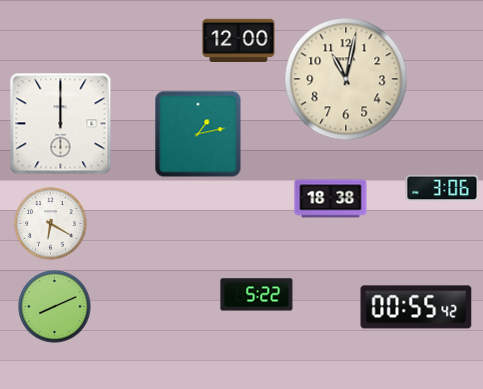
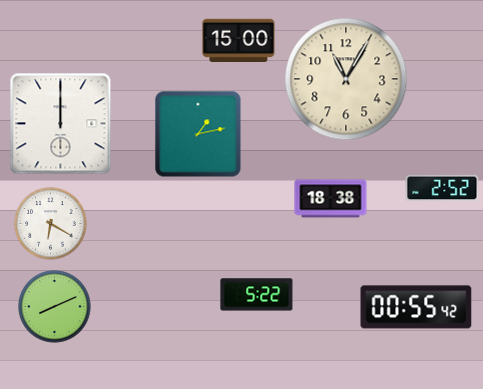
clock at (239, 40): 12:00 -> 15:00
clock at (346, 79): 11:02 -> 11:05
clock at (442, 188): 3:06 -> 2:52
